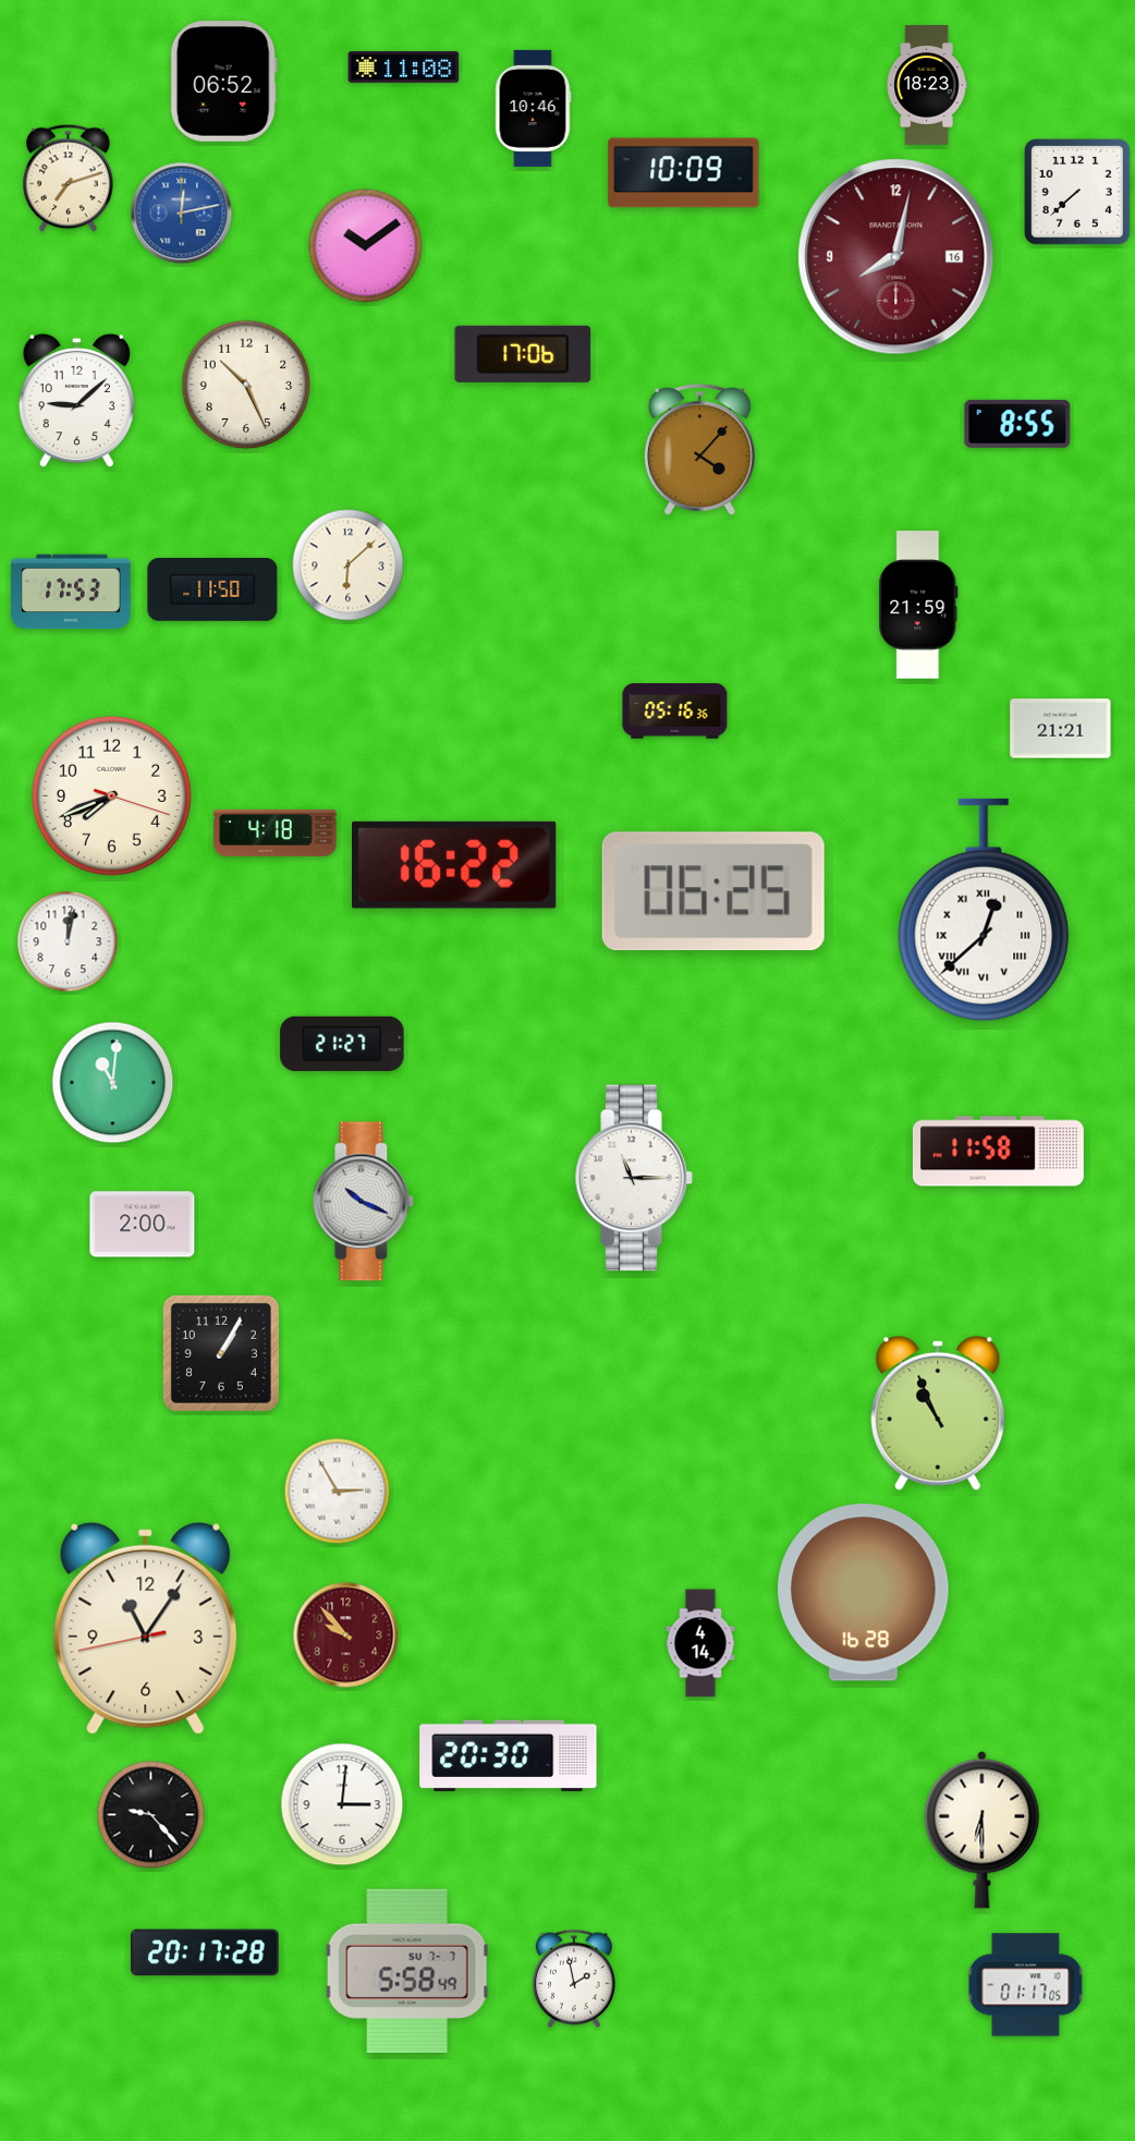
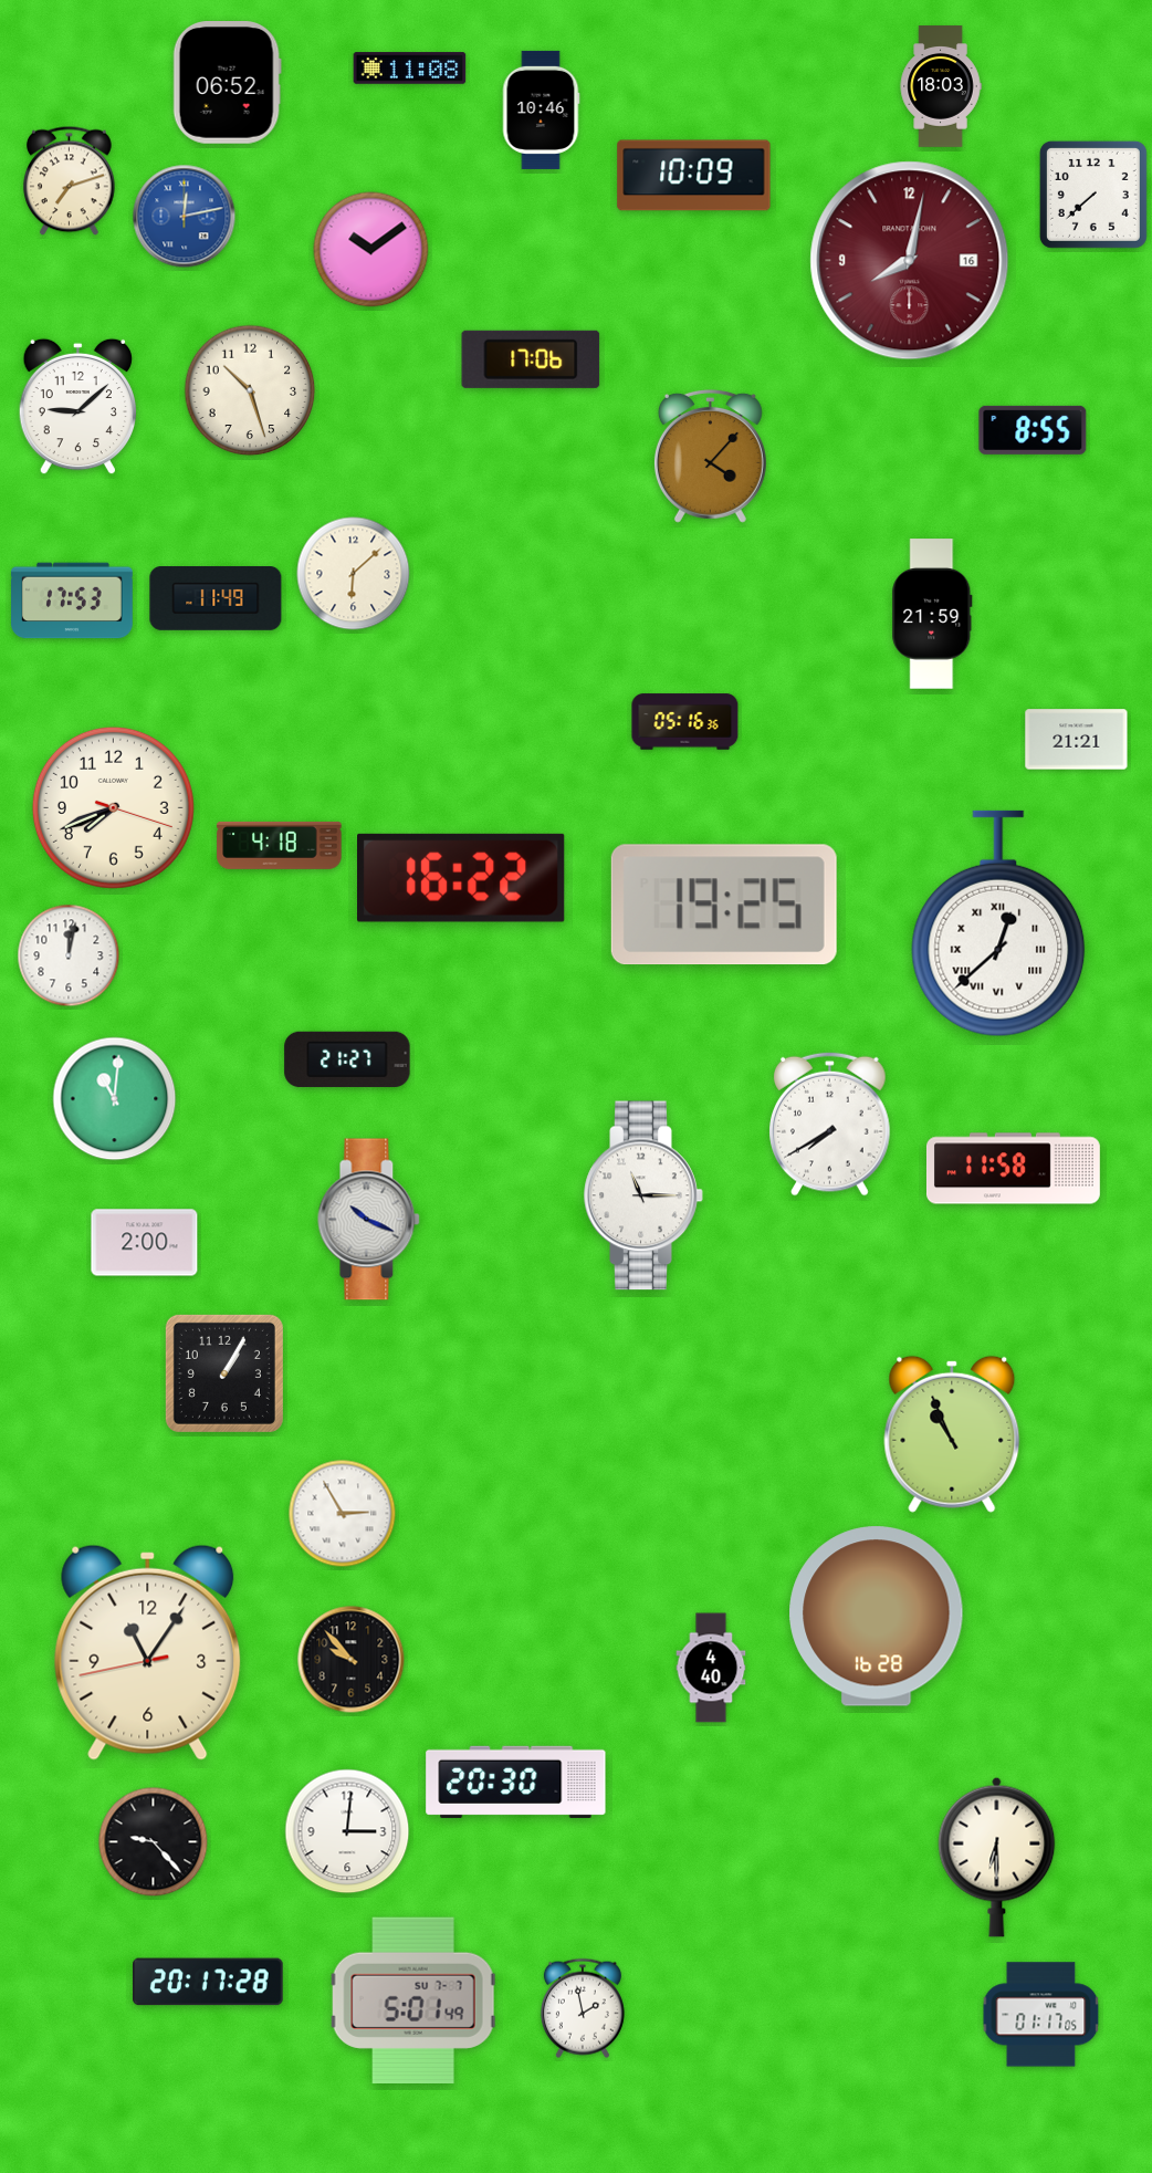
clock at (927, 85): 18:23 -> 18:03
clock at (246, 385): 10:26 -> 10:27
clock at (212, 591): 11:50 -> 11:49
clock at (713, 891): 06:25 -> 19:25
clock at (830, 1124): none -> 7:40
clock at (346, 1635) dial: burgundy -> black
clock at (700, 1643): 4:14 -> 4:40
clock at (407, 1970): 5:58 -> 5:01
